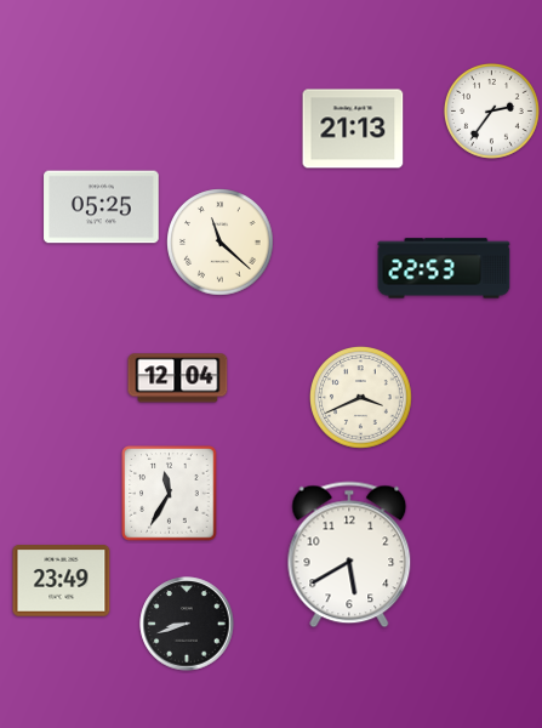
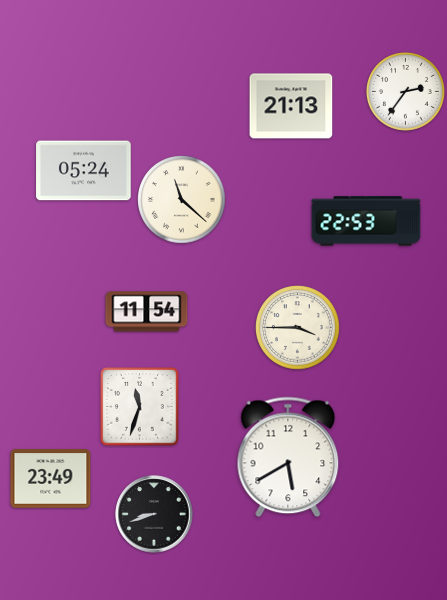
clock at (102, 207): 05:25 -> 05:24
clock at (178, 379): 12:04 -> 11:54
clock at (361, 398): 3:41 -> 3:45
clock at (170, 494): 11:35 -> 11:33
